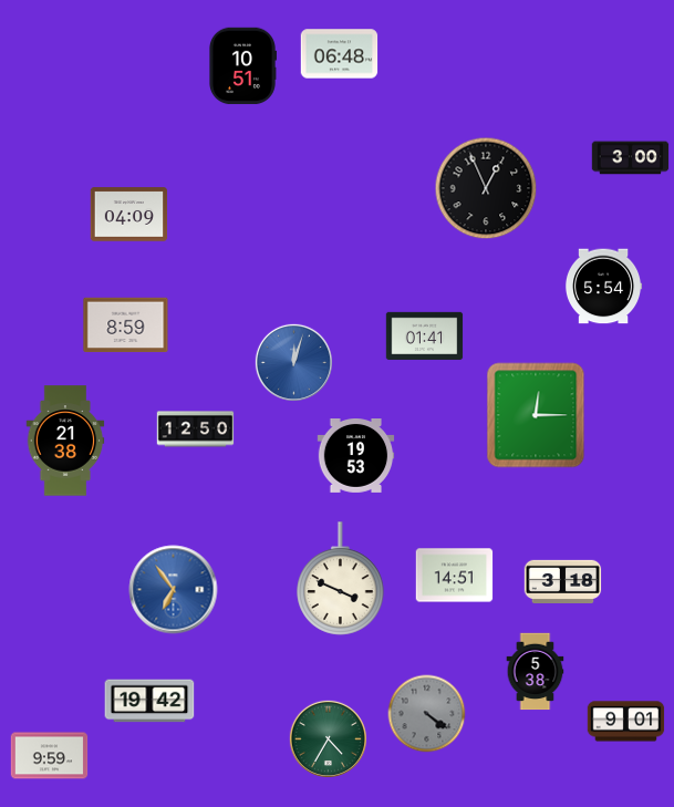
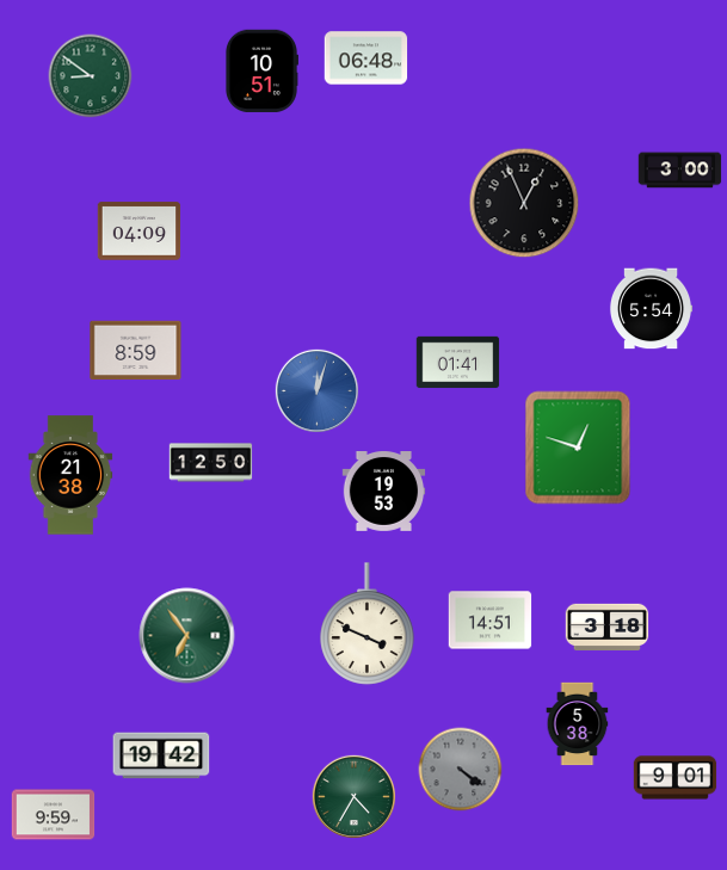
clock at (91, 76): none -> 8:51
clock at (536, 415): 12:15 -> 12:48
clock at (174, 590) dial: blue -> green
